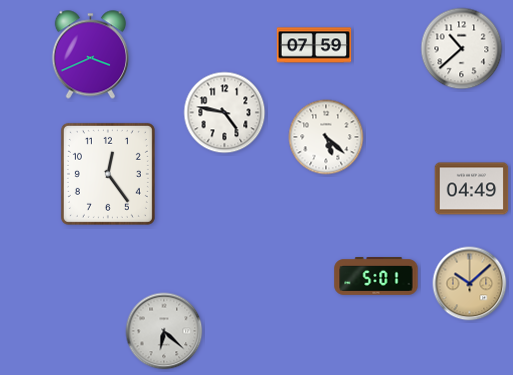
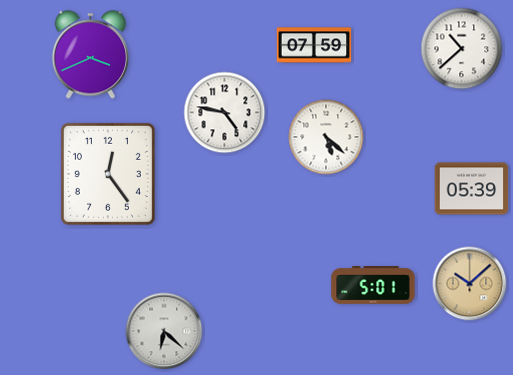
clock at (472, 189): 04:49 -> 05:39
clock at (376, 277) position: (376, 277) -> (373, 286)
